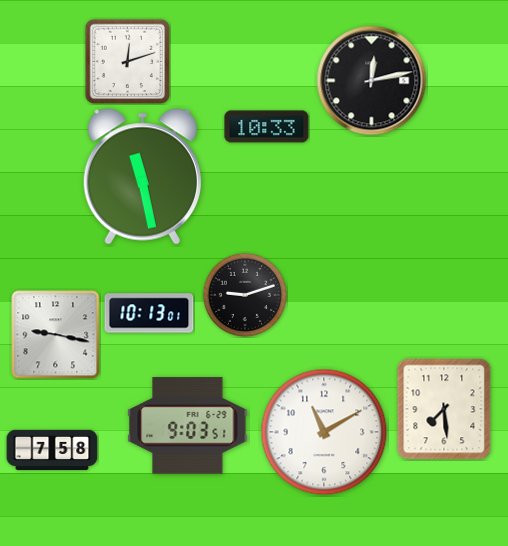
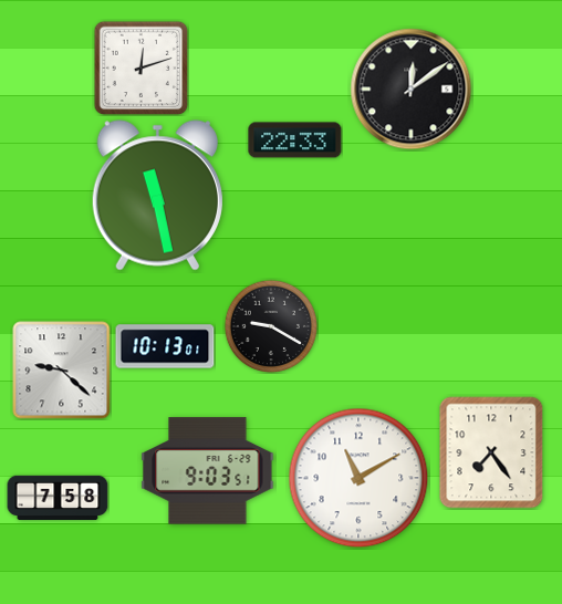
clock at (372, 81): 12:13 -> 12:09
clock at (267, 127): 10:33 -> 22:33
clock at (244, 294): 9:12 -> 9:20
clock at (56, 335): 9:17 -> 9:22
clock at (444, 409): 7:29 -> 7:24
